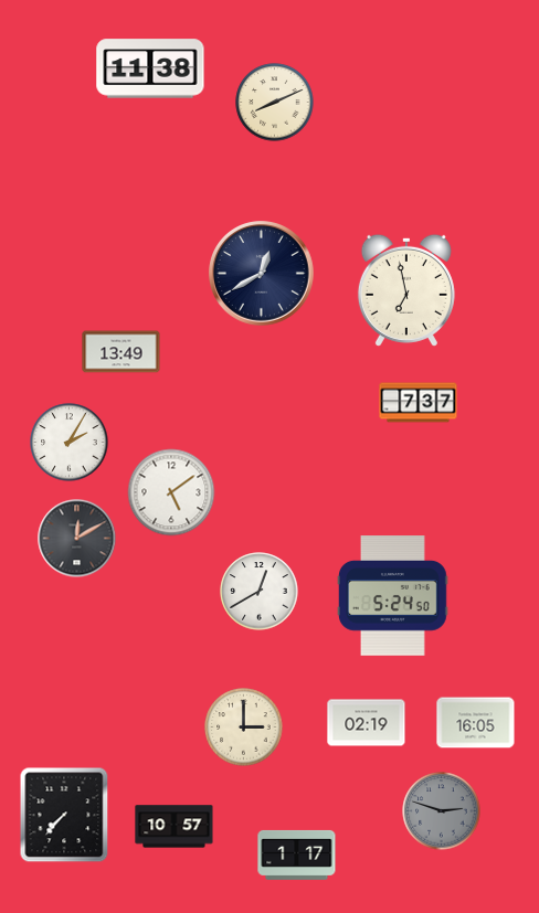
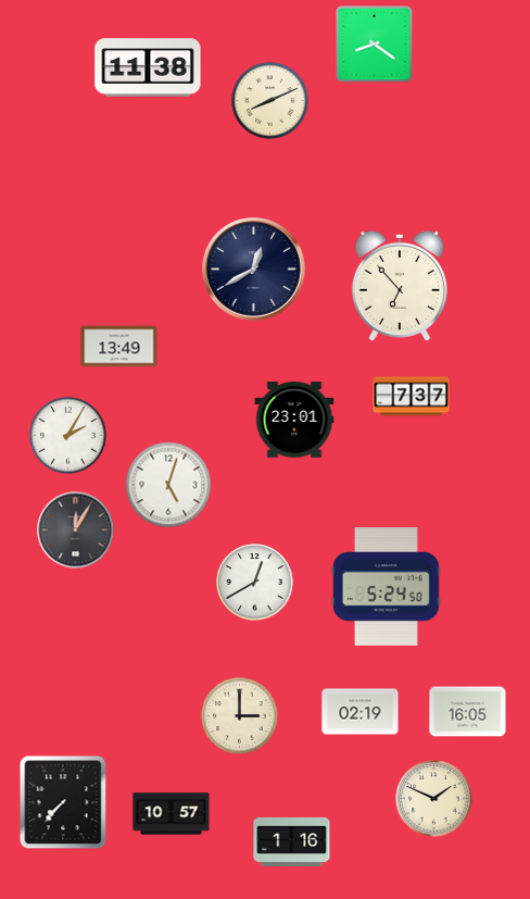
clock at (375, 45): none -> 8:21
clock at (262, 274) position: (262, 274) -> (254, 270)
clock at (406, 290): 6:58 -> 6:53
clock at (294, 420): none -> 23:01
clock at (171, 492): 5:09 -> 5:03
clock at (77, 539): 12:10 -> 12:05
clock at (442, 811): 2:48 -> 1:49
clock at (442, 811) dial: grey -> cream
clock at (297, 854): 1:17 -> 1:16
